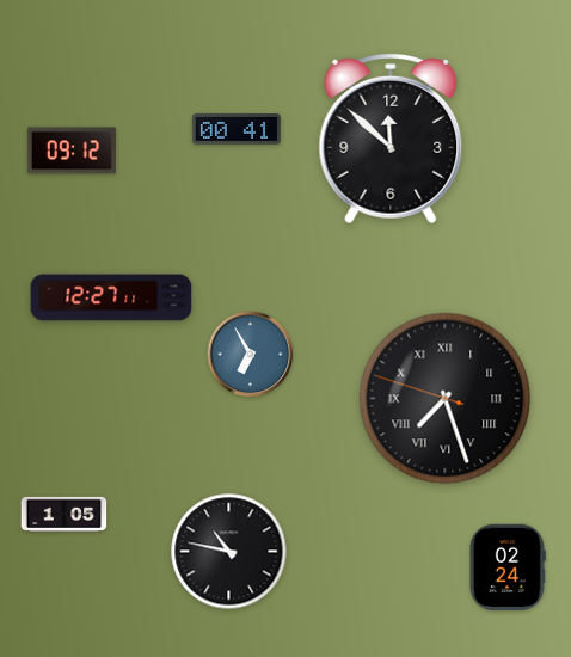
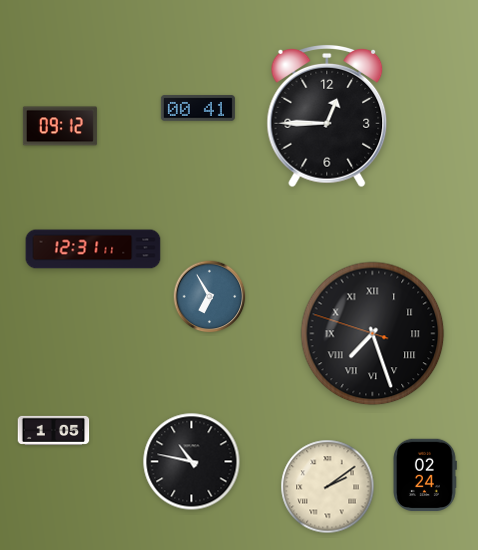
clock at (391, 139): 11:52 -> 12:45
clock at (111, 297): 12:27 -> 12:31
clock at (328, 487): none -> 2:09
